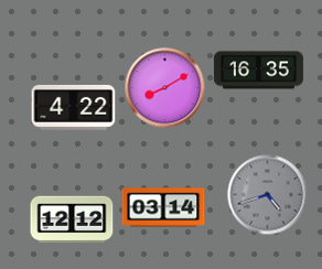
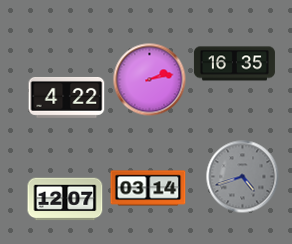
clock at (165, 88): 8:10 -> 2:13
clock at (72, 219): 12:12 -> 12:07
